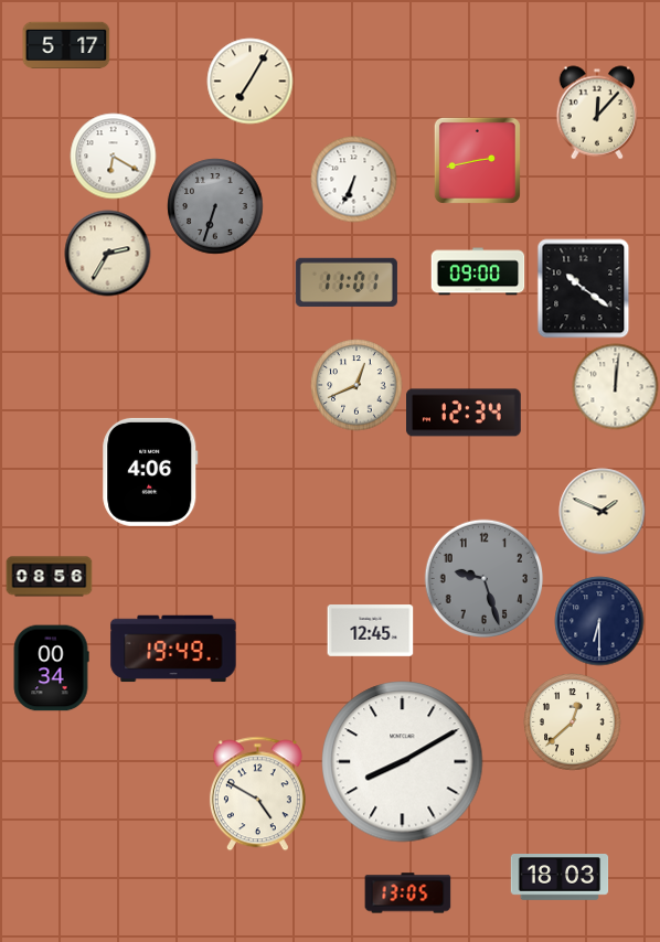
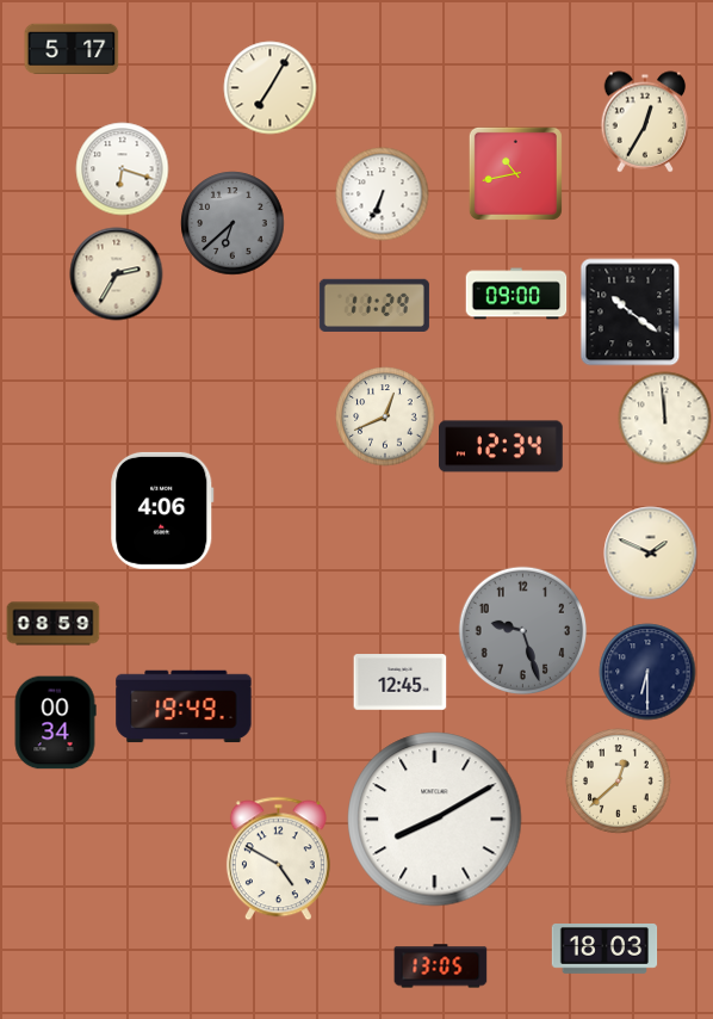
clock at (597, 113): 12:07 -> 12:35
clock at (113, 156): 6:20 -> 6:18
clock at (477, 160): 2:43 -> 10:43
clock at (215, 206): 6:33 -> 6:38
clock at (347, 282): 11:01 -> 11:29
clock at (615, 386): 12:01 -> 11:59
clock at (49, 577): 08:56 -> 08:59
clock at (483, 578) position: (483, 578) -> (522, 630)
clock at (173, 649) position: (173, 649) -> (184, 706)
clock at (403, 762) position: (403, 762) -> (435, 820)
